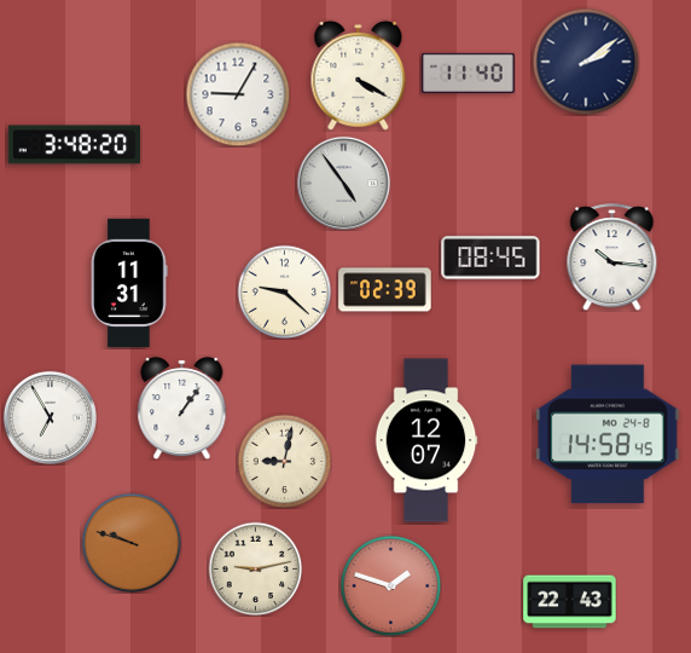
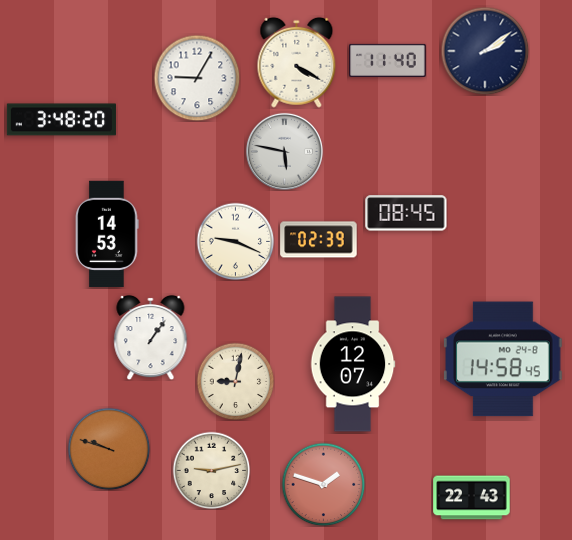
clock at (343, 183): 4:54 -> 5:47
clock at (612, 258): 10:16 -> none
clock at (129, 283): 11:31 -> 14:53
clock at (284, 291): 9:22 -> 9:19
clock at (50, 417): 6:55 -> none
